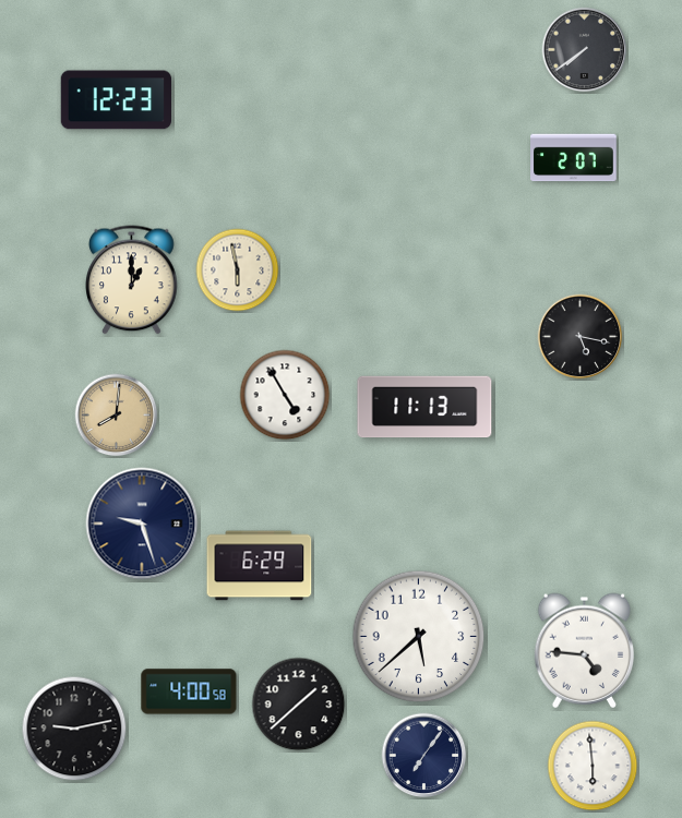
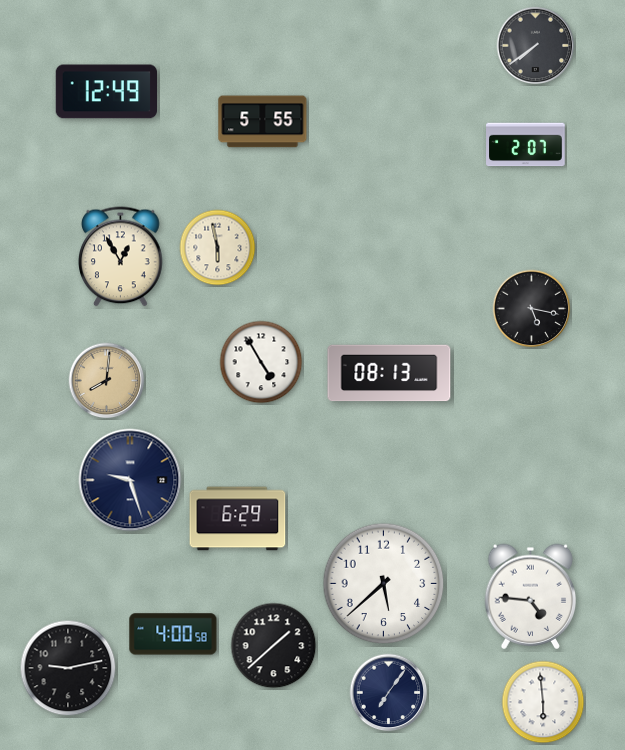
clock at (116, 100): 12:23 -> 12:49
clock at (263, 122): none -> 5:55
clock at (132, 280): 1:00 -> 12:55
clock at (424, 407): 11:13 -> 08:13
clock at (585, 650) position: (585, 650) -> (531, 596)
